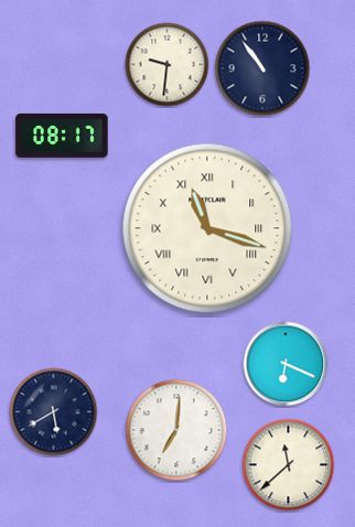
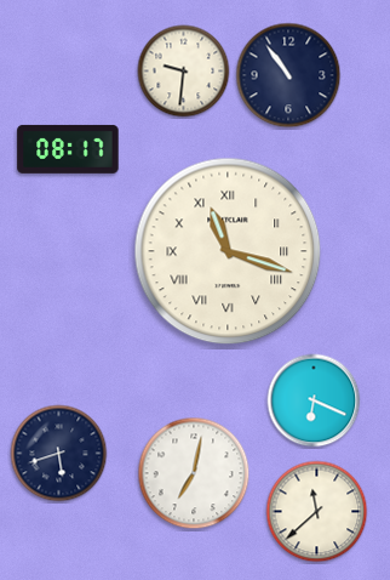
clock at (54, 412): 5:40 -> 5:42
clock at (176, 430): 7:01 -> 7:02
